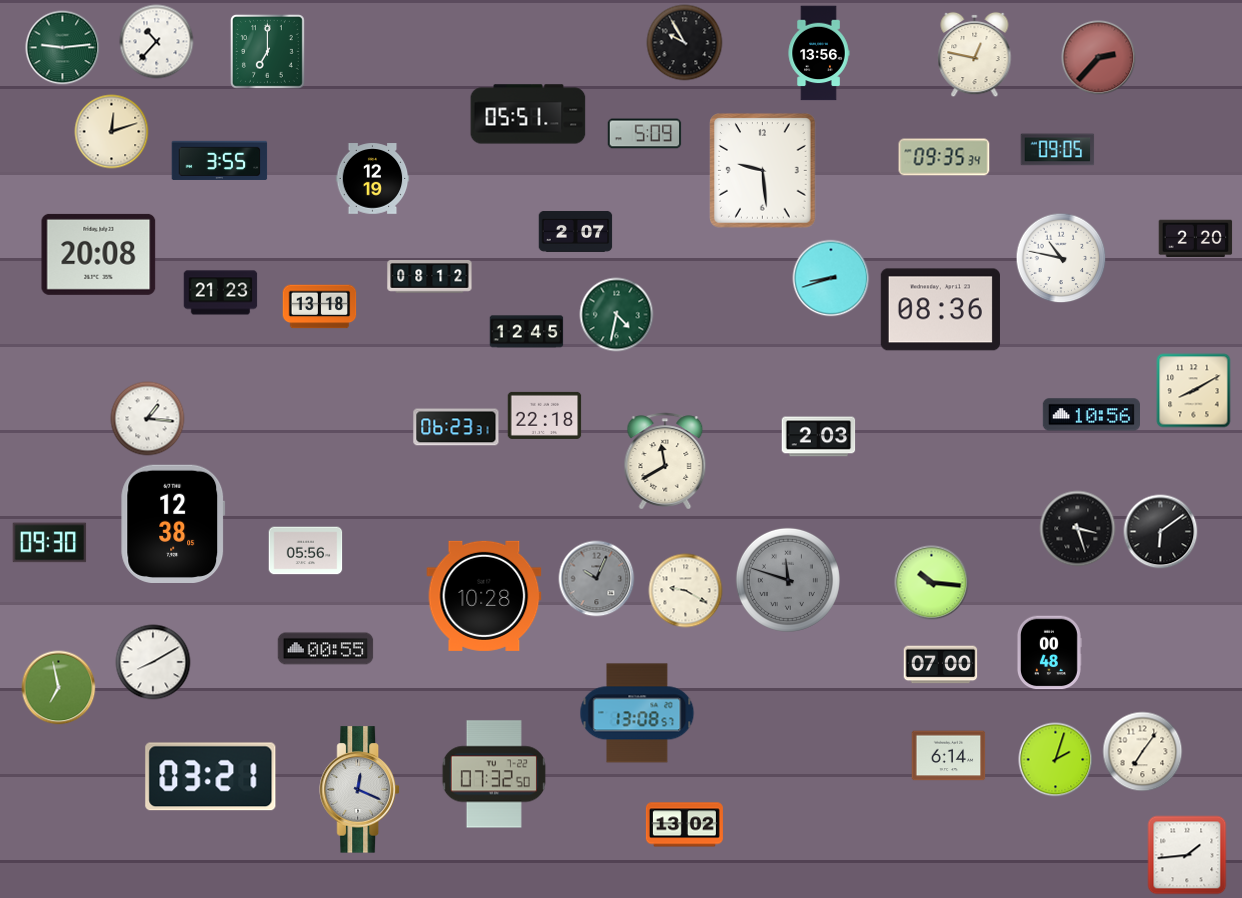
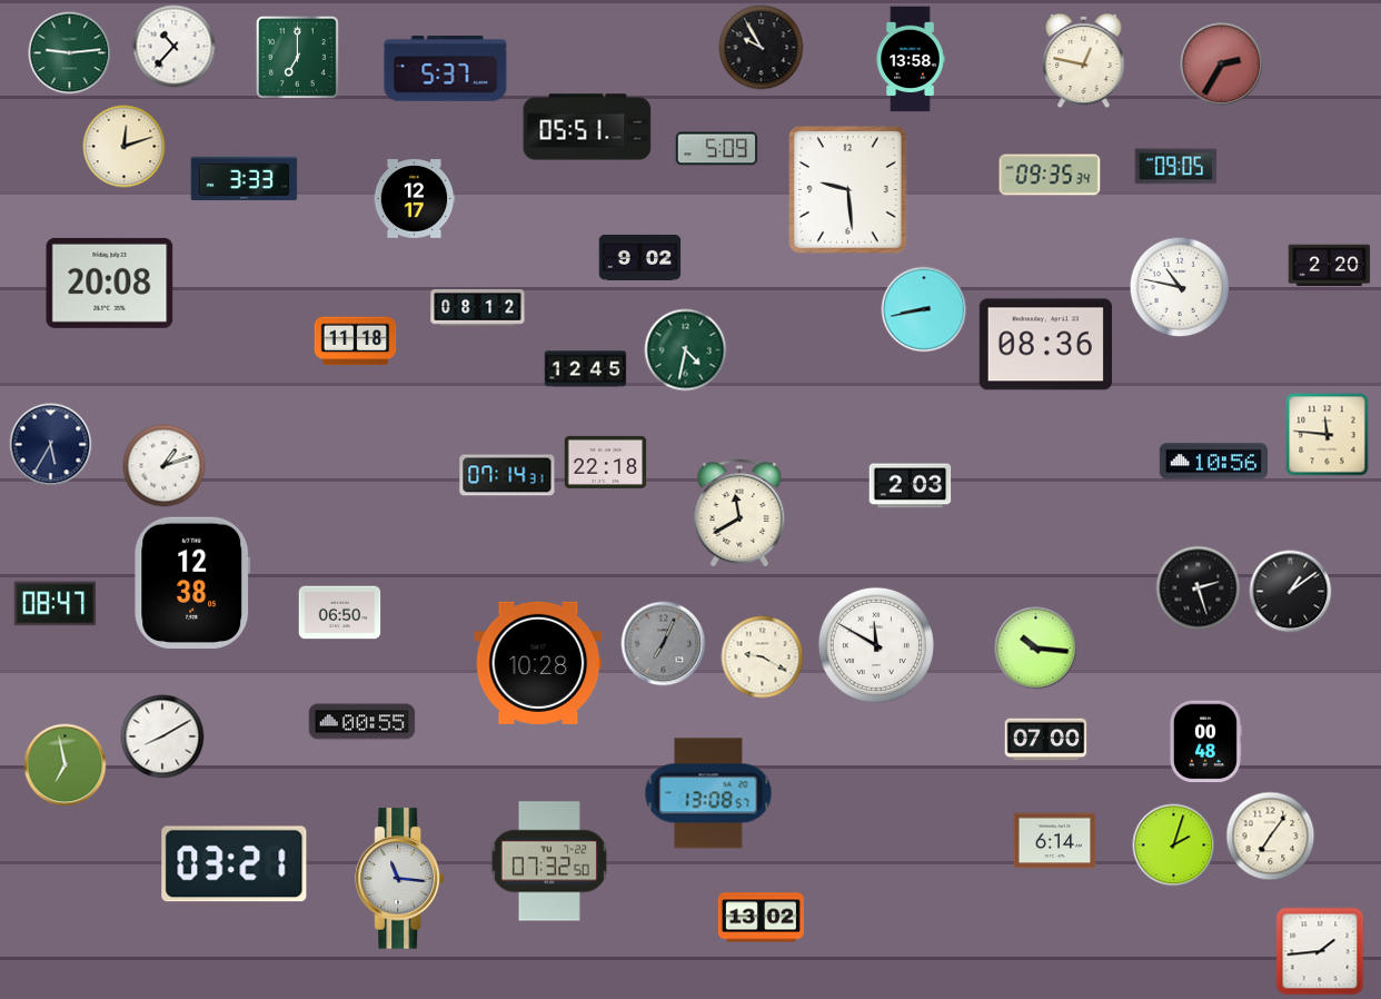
clock at (819, 53): 13:56 -> 13:58
clock at (1099, 58): 2:37 -> 2:35
clock at (446, 69): none -> 5:37
clock at (220, 160): 3:55 -> 3:33
clock at (373, 179): 12:19 -> 12:17
clock at (576, 231): 2:07 -> 9:02
clock at (831, 278): 8:42 -> 8:43
clock at (221, 293): 21:23 -> none
clock at (320, 307): 13:18 -> 11:18
clock at (1194, 391): 8:10 -> 11:46
clock at (51, 445): none -> 5:35
clock at (148, 419): 1:16 -> 1:12
clock at (456, 427): 06:23 -> 07:14
clock at (1078, 529): 3:27 -> 2:27
clock at (1161, 532): 6:09 -> 1:09
clock at (50, 543): 09:30 -> 08:47
clock at (306, 551): 05:56 -> 06:50
clock at (597, 579): 10:04 -> 7:04
clock at (788, 580): 11:48 -> 11:50
clock at (788, 580) dial: grey -> white
clock at (1049, 653) position: (1049, 653) -> (1205, 742)
clock at (153, 662) position: (153, 662) -> (162, 736)
clock at (360, 790): 12:19 -> 11:16
